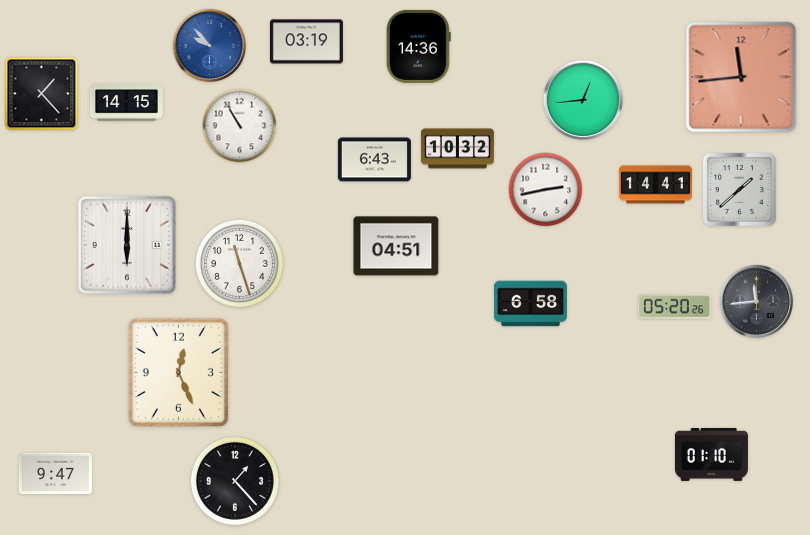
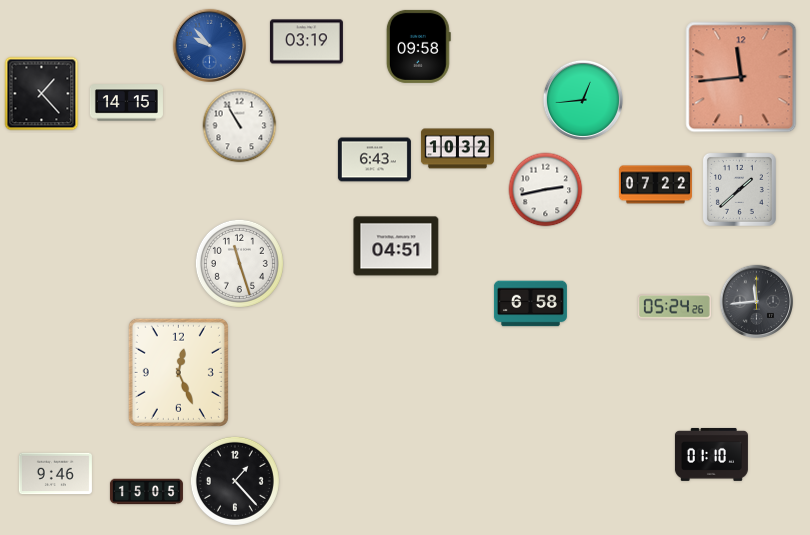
clock at (418, 46): 14:36 -> 09:58
clock at (655, 185): 14:41 -> 07:22
clock at (128, 246): 6:00 -> none
clock at (674, 307): 05:20 -> 05:24
clock at (55, 474): 9:47 -> 9:46
clock at (146, 492): none -> 15:05
